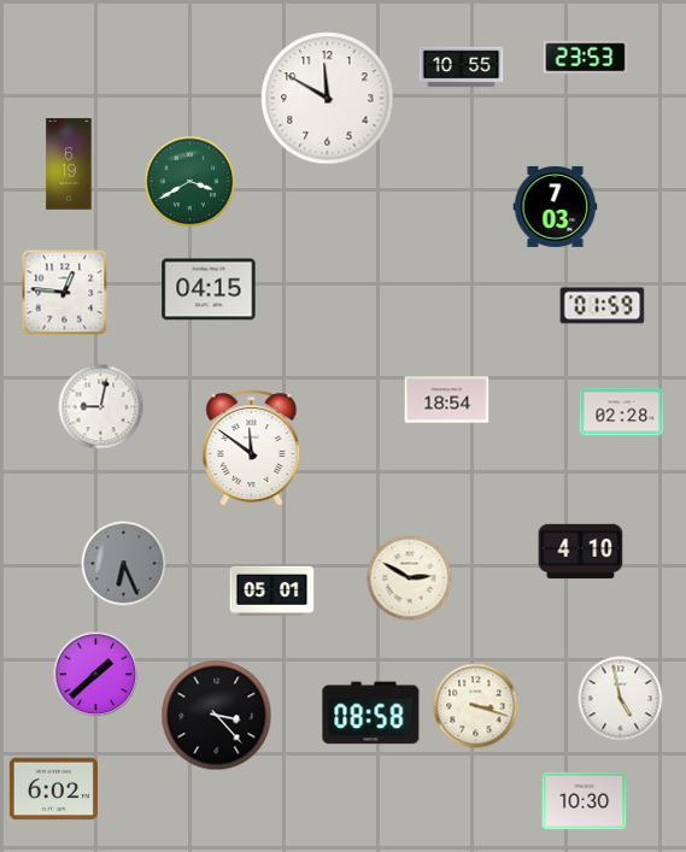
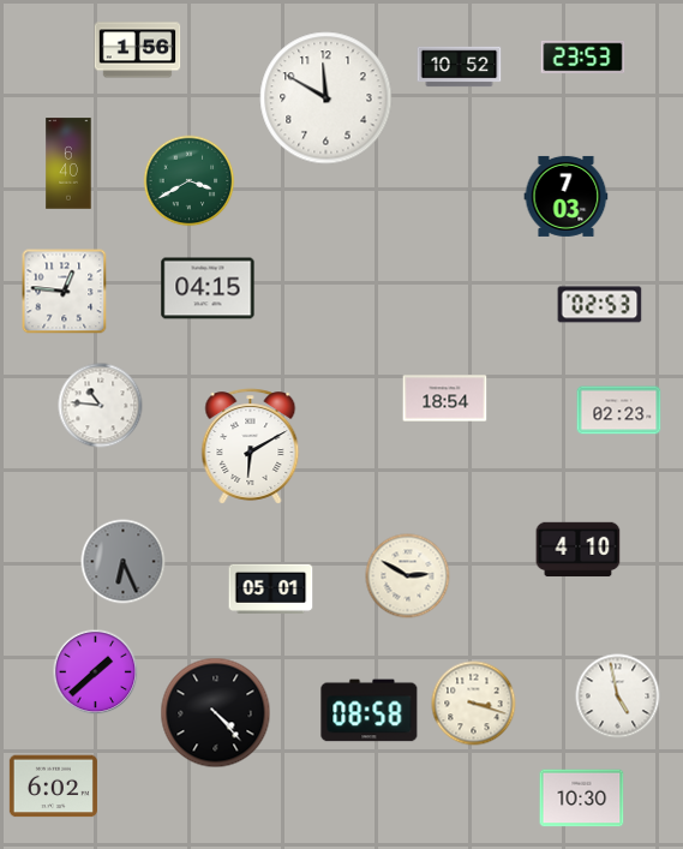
clock at (138, 50): none -> 1:56
clock at (462, 67): 10:55 -> 10:52
clock at (69, 164): 6:19 -> 6:40
clock at (556, 206) position: (556, 206) -> (567, 196)
clock at (603, 306): 01:59 -> 02:53
clock at (101, 407): 9:02 -> 10:46
clock at (622, 412): 02:28 -> 02:23
clock at (252, 448): 11:51 -> 6:10
clock at (217, 716): 3:23 -> 4:23
